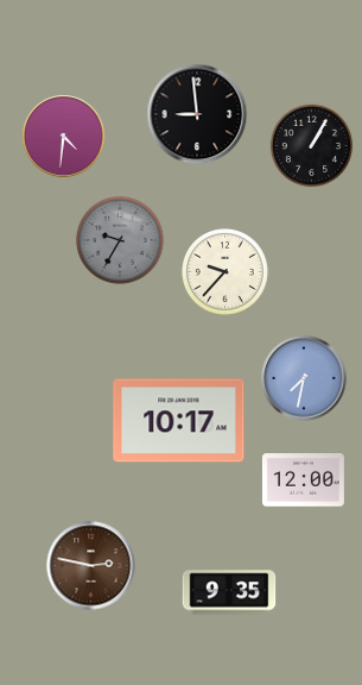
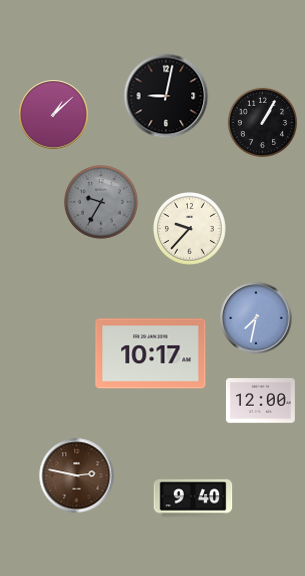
clock at (197, 114): 8:59 -> 9:02
clock at (64, 137): 4:31 -> 1:08
clock at (303, 480) position: (303, 480) -> (260, 401)
clock at (229, 592): 9:35 -> 9:40
